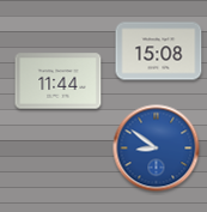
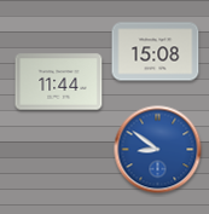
clock at (159, 52) position: (159, 52) -> (156, 52)
